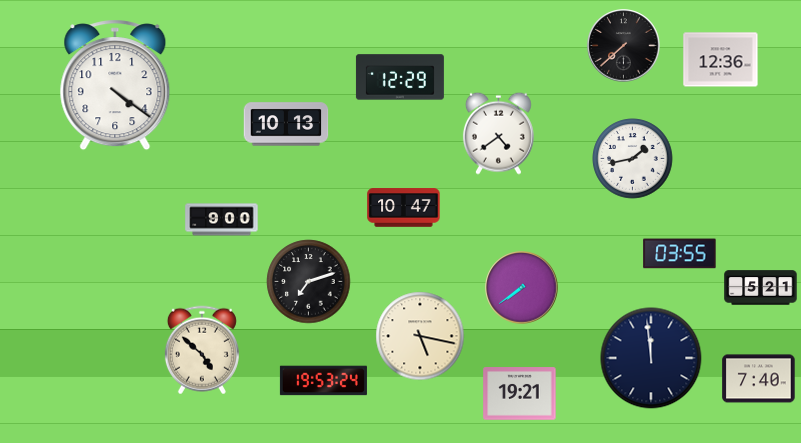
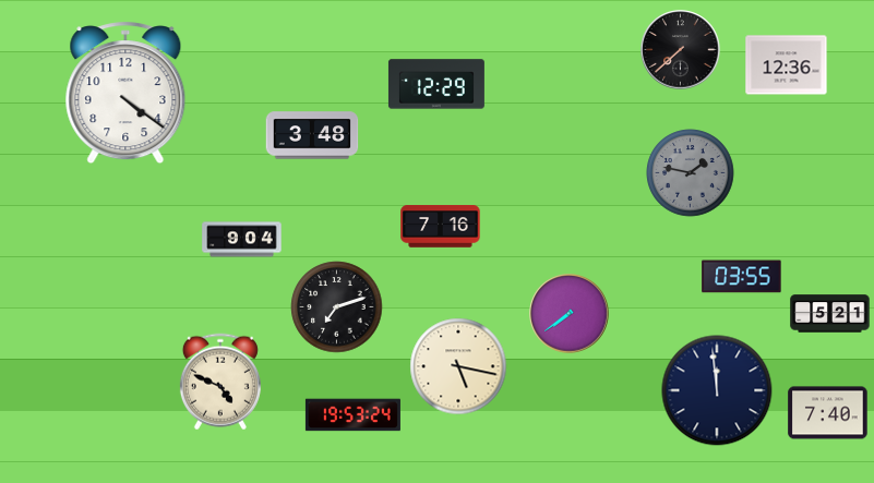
clock at (286, 124): 10:13 -> 3:48
clock at (498, 133): 4:39 -> none
clock at (633, 159): 1:43 -> 1:47
clock at (633, 159) dial: white -> grey
clock at (404, 208): 10:47 -> 7:16
clock at (222, 220): 9:00 -> 9:04
clock at (202, 350): 4:52 -> 4:49
clock at (651, 358) position: (651, 358) -> (717, 390)
clock at (520, 394): 19:21 -> none
